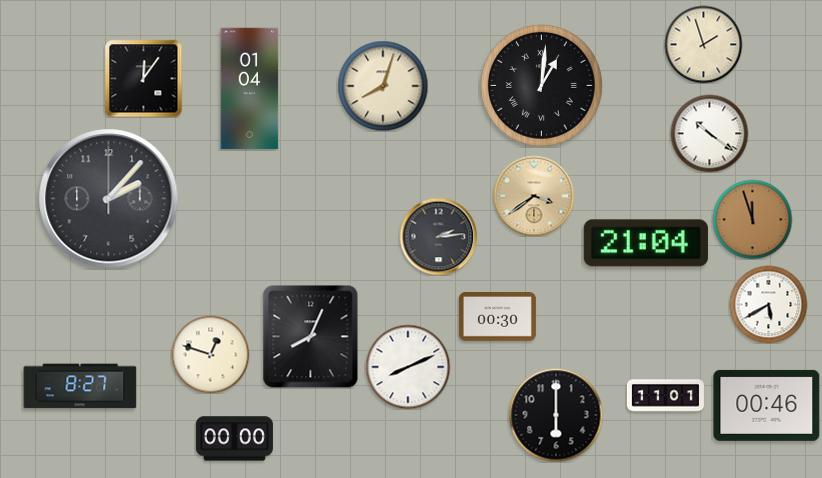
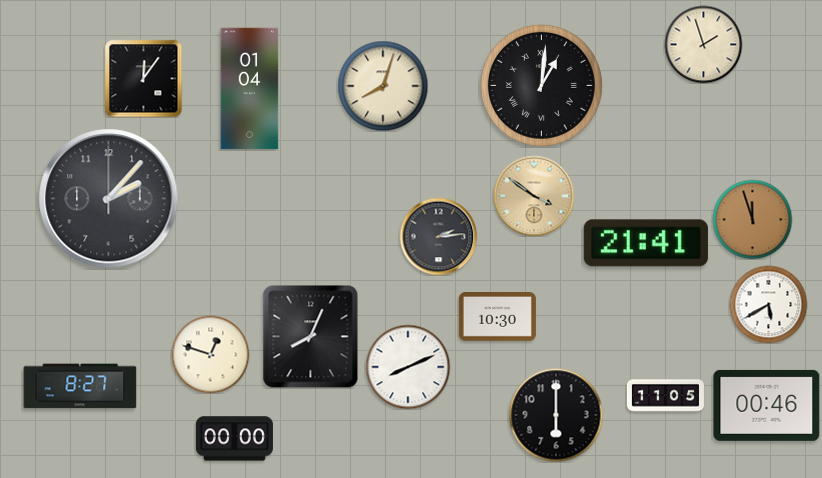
clock at (709, 133): 10:21 -> none
clock at (534, 196): 3:39 -> 3:51
clock at (646, 243): 21:04 -> 21:41
clock at (497, 317): 00:30 -> 10:30
clock at (665, 396): 11:01 -> 11:05
